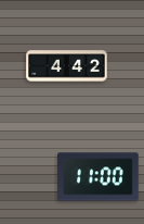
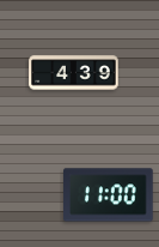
clock at (67, 66): 4:42 -> 4:39
